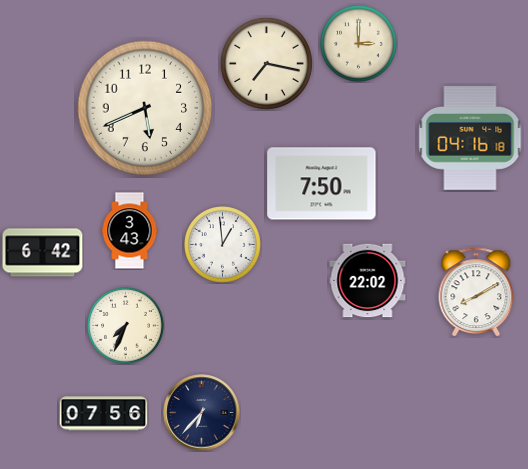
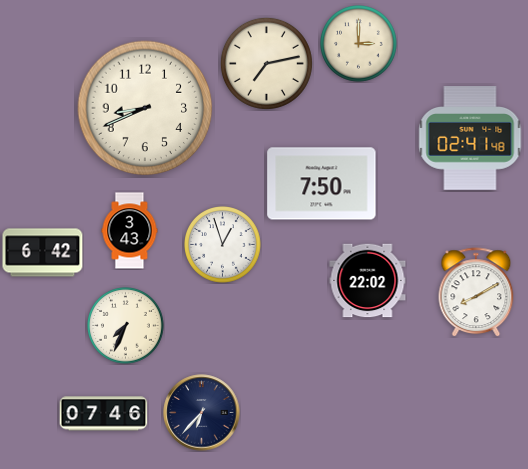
clock at (266, 63): 7:17 -> 7:13
clock at (145, 108): 5:41 -> 8:41
clock at (470, 138): 04:16 -> 02:41
clock at (223, 245): 12:59 -> 12:57
clock at (104, 414): 07:56 -> 07:46
